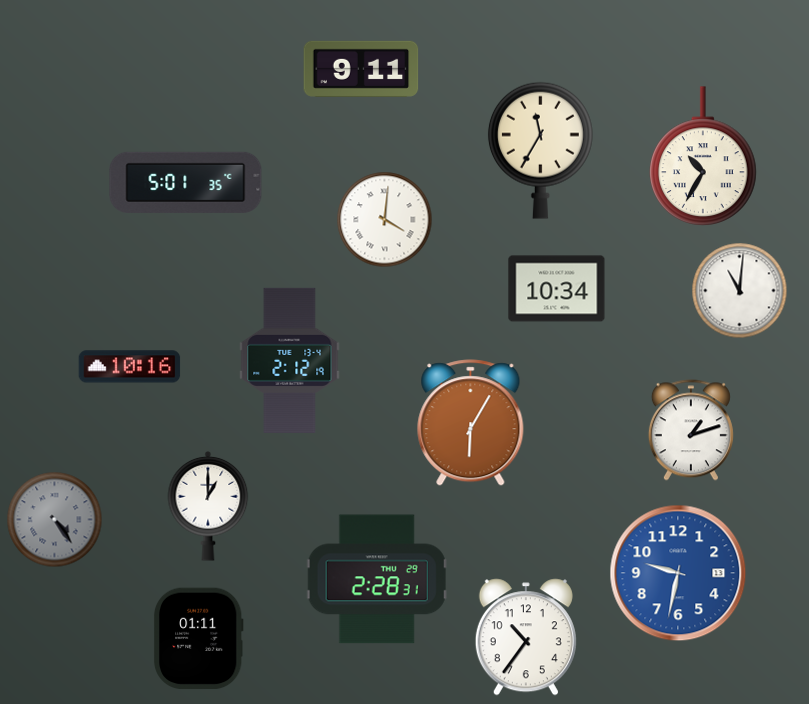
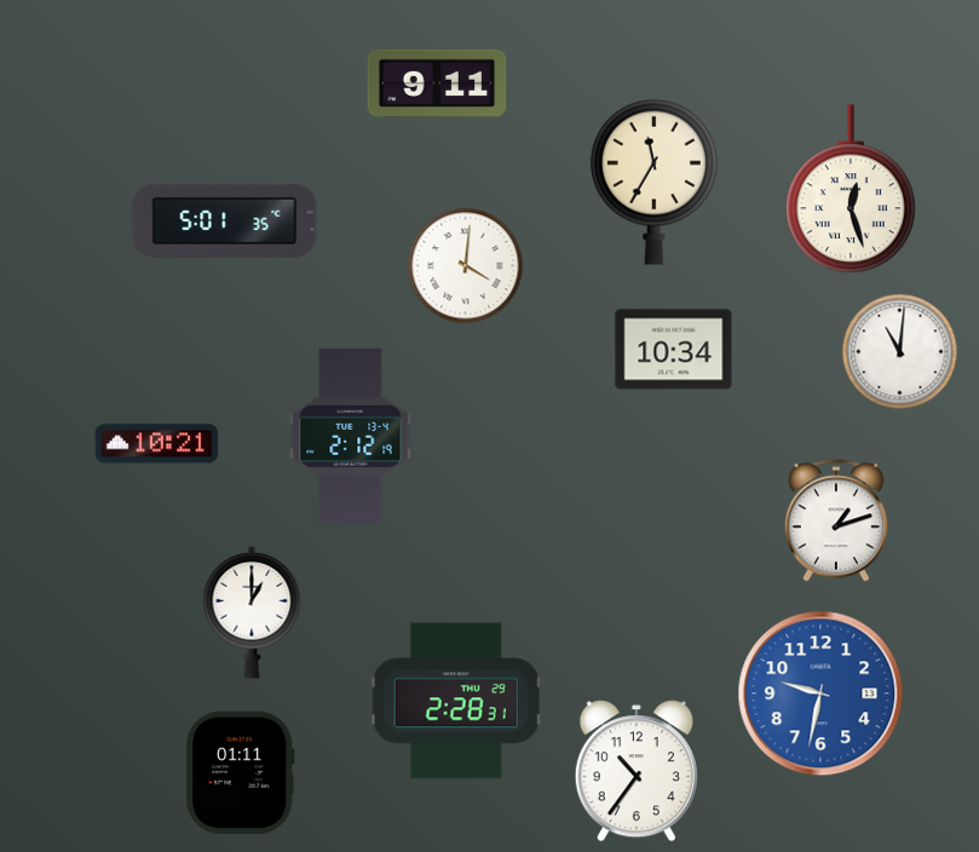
clock at (704, 156): 10:35 -> 12:27
clock at (740, 291) position: (740, 291) -> (900, 352)
clock at (130, 367): 10:16 -> 10:21
clock at (471, 423): 6:05 -> none
clock at (55, 520): 4:24 -> none
